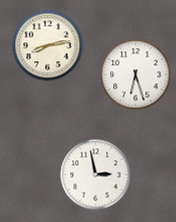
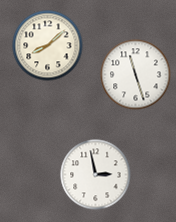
clock at (48, 46): 8:13 -> 8:08
clock at (136, 75): 6:27 -> 11:27
